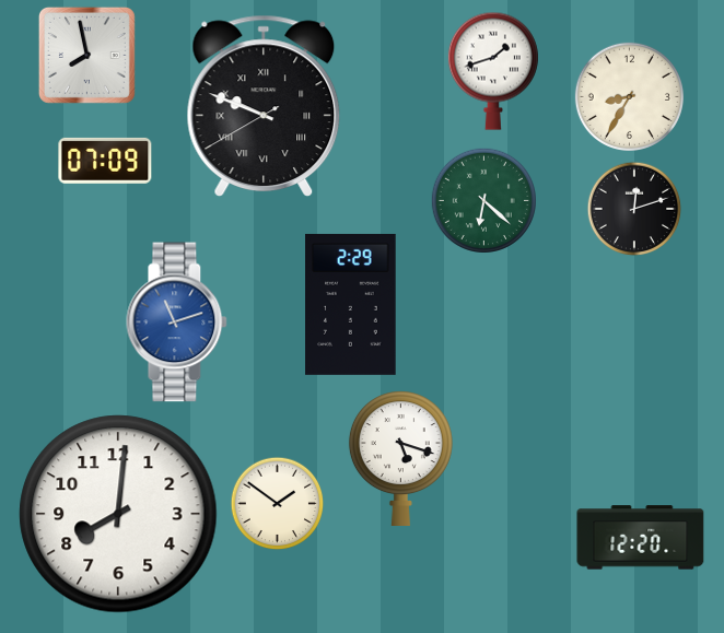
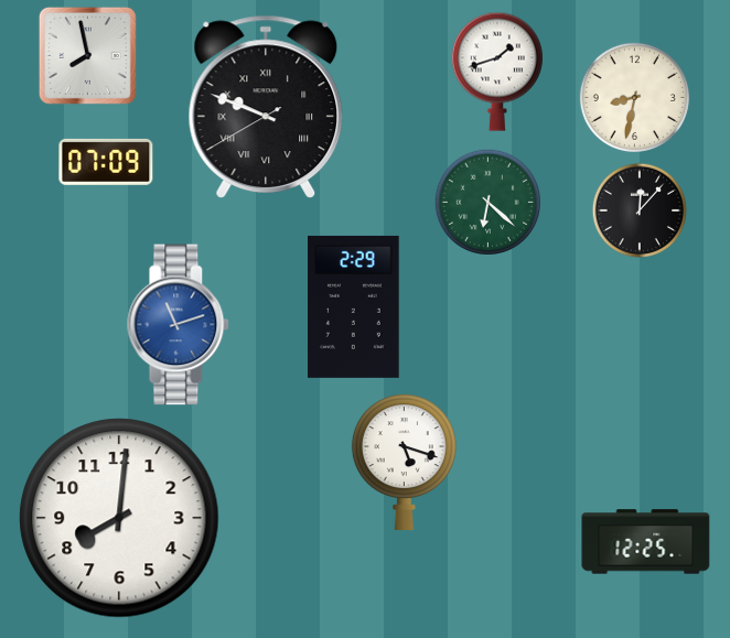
clock at (629, 96): 8:35 -> 8:32
clock at (634, 209): 12:12 -> 12:07
clock at (278, 504): 1:51 -> none
clock at (641, 538): 12:20 -> 12:25
